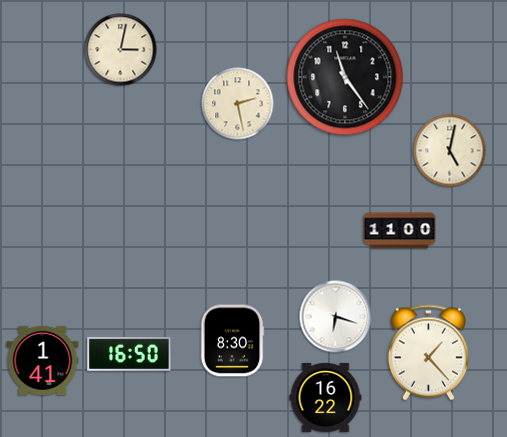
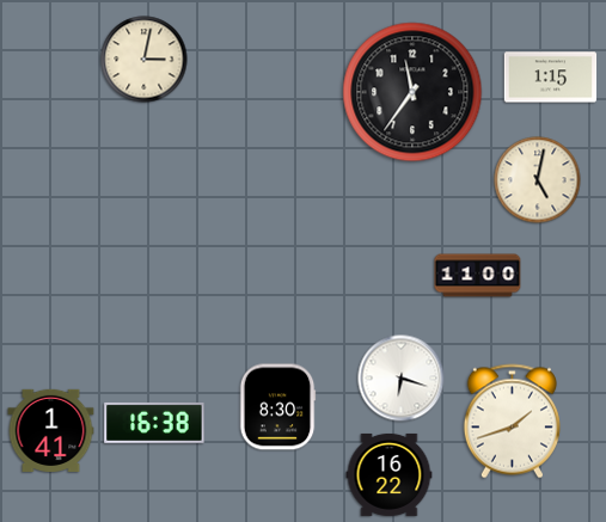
clock at (551, 78): none -> 1:15
clock at (345, 77): 11:24 -> 11:36
clock at (238, 104): 2:28 -> none
clock at (428, 353): 1:23 -> 1:42
clock at (129, 354): 16:50 -> 16:38
